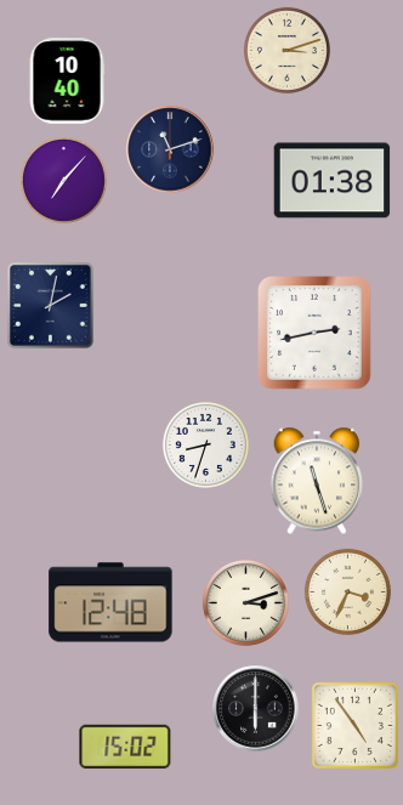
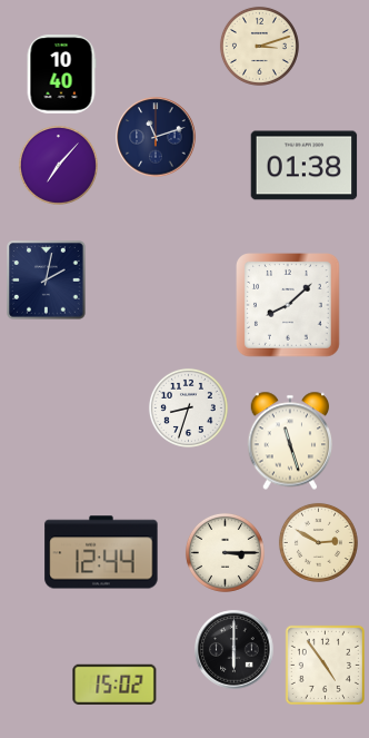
clock at (286, 50) position: (286, 50) -> (259, 46)
clock at (316, 334): 2:43 -> 8:08
clock at (347, 591): 3:34 -> 2:50
clock at (110, 602): 12:48 -> 12:44
clock at (245, 602): 3:12 -> 3:15
